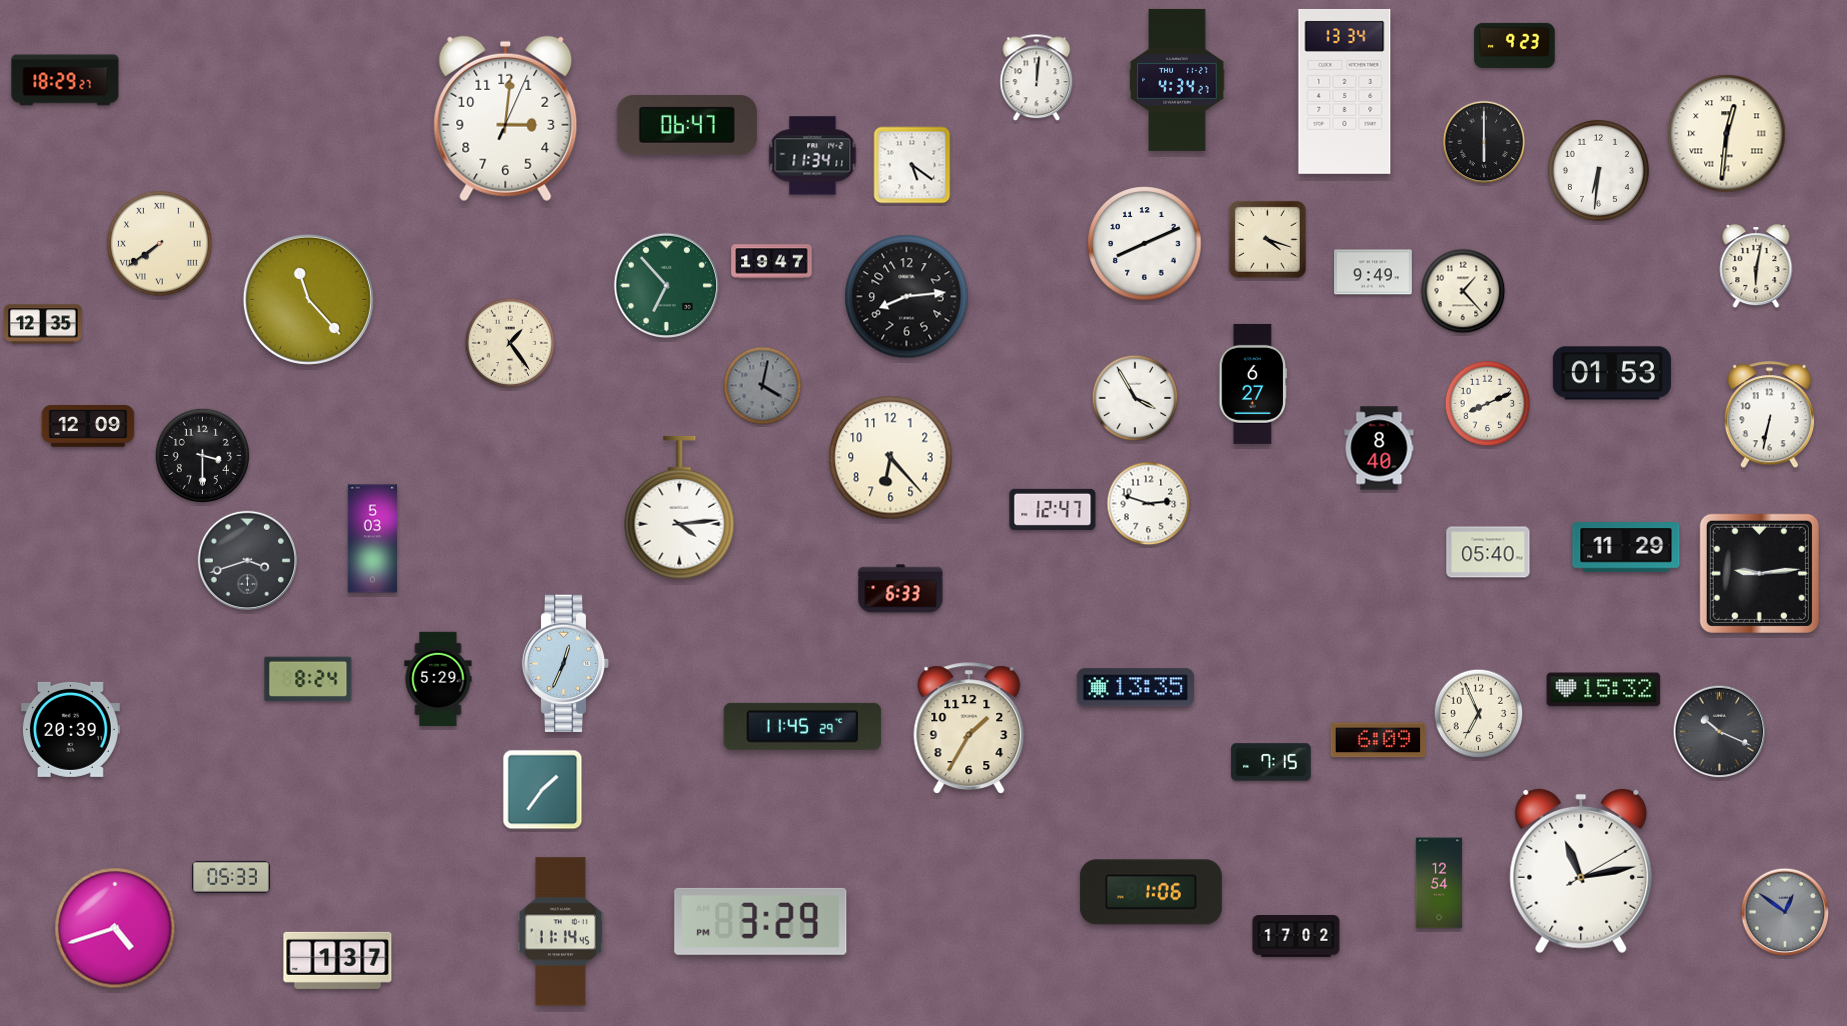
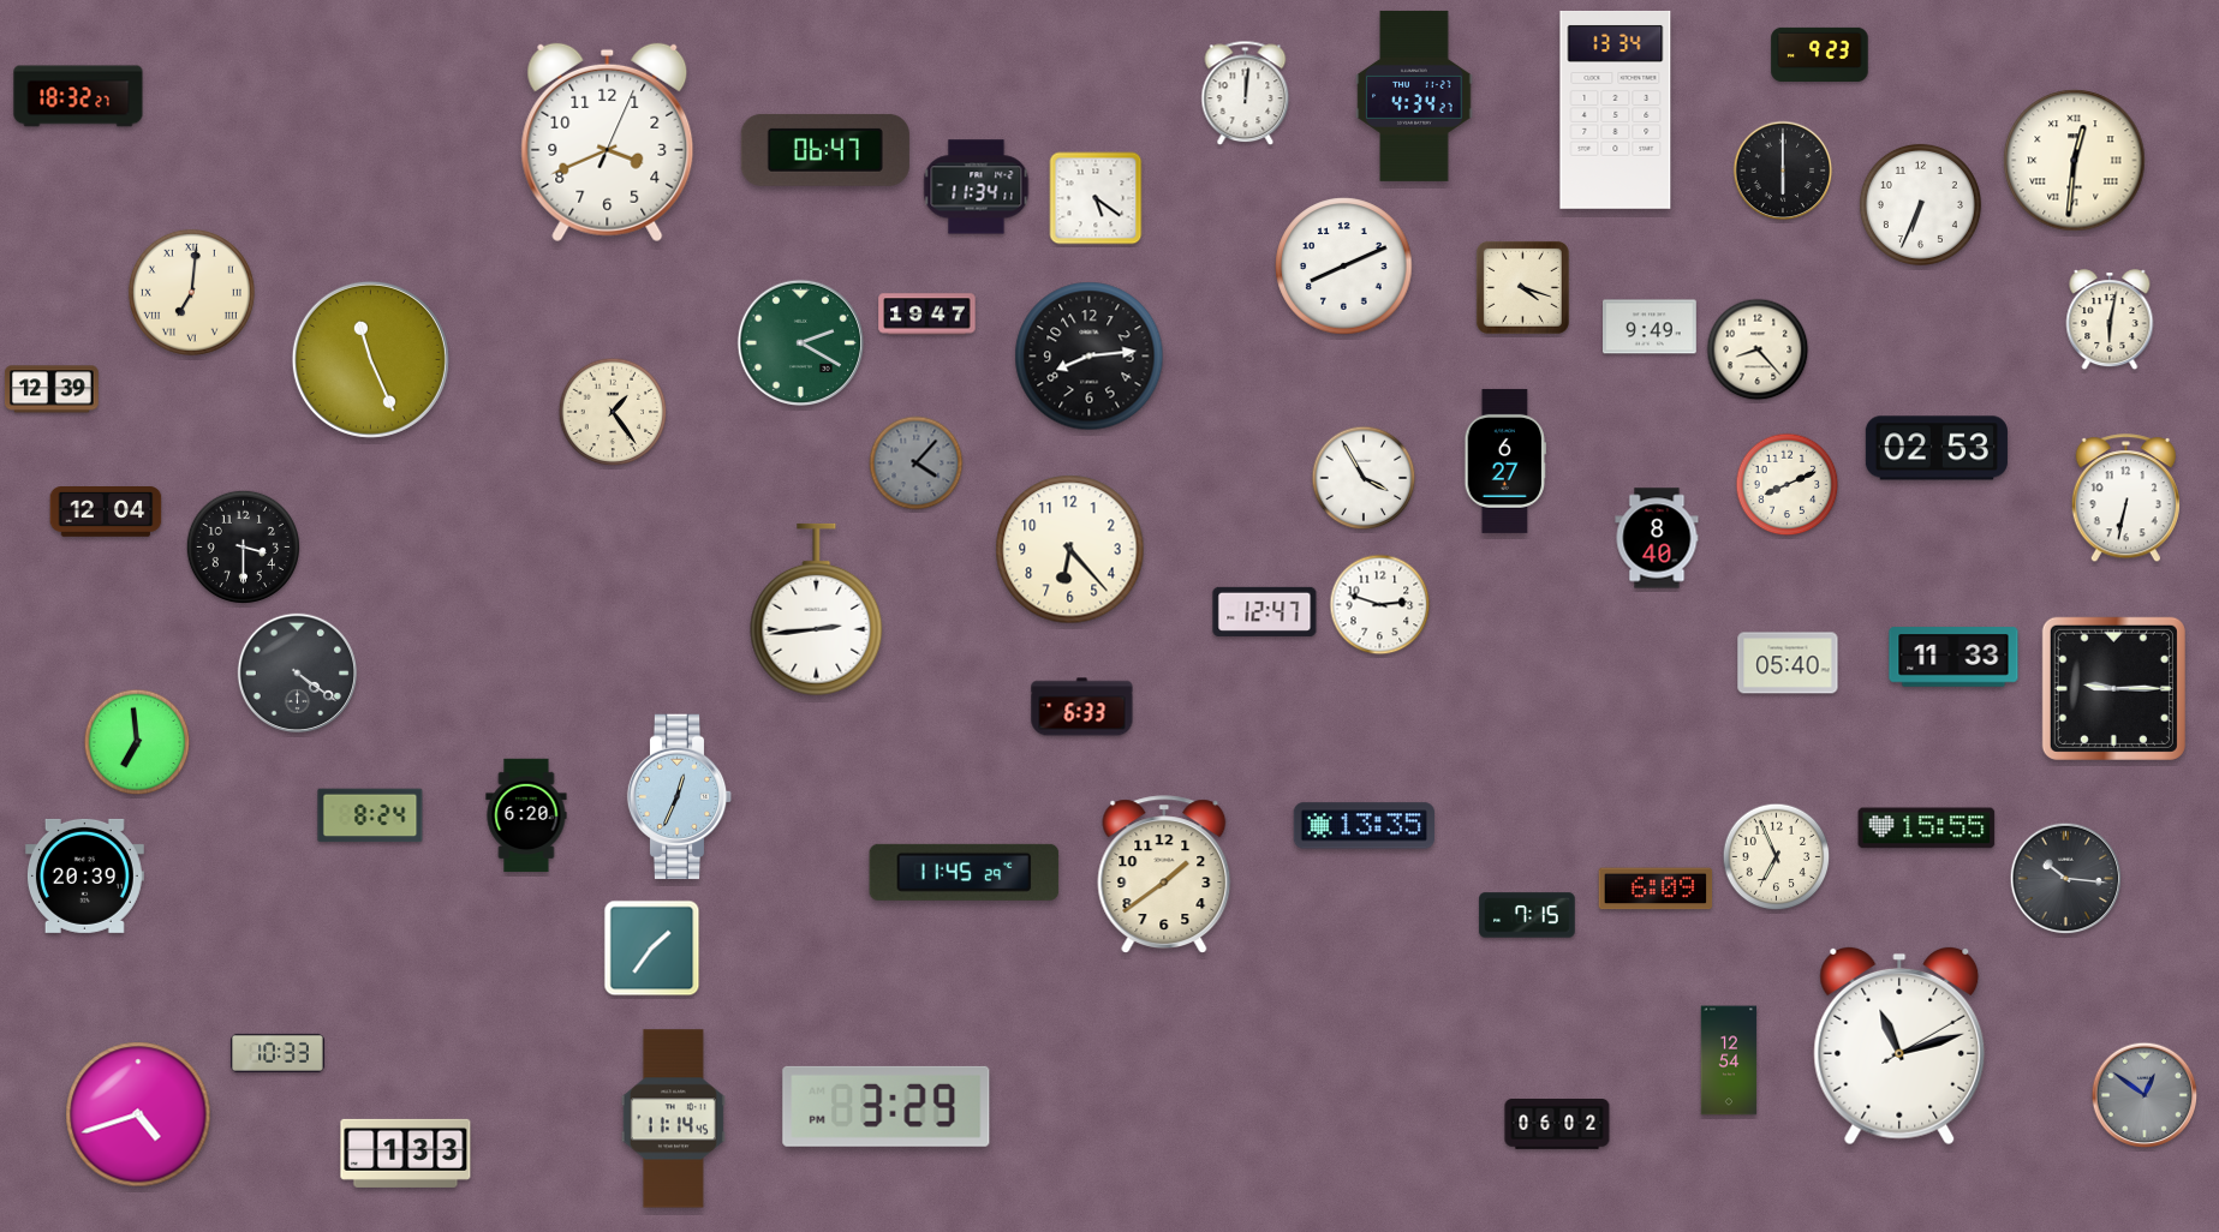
clock at (65, 80): 18:29 -> 18:32
clock at (506, 119): 3:01 -> 3:41
clock at (1598, 170): 6:31 -> 6:34
clock at (159, 243): 7:39 -> 7:01
clock at (1145, 244) position: (1145, 244) -> (1344, 267)
clock at (666, 285): 6:53 -> 2:20
clock at (1463, 291): 1:23 -> 8:23
clock at (308, 299): 11:23 -> 11:26
clock at (43, 324): 12:35 -> 12:39
clock at (1612, 373): 01:53 -> 02:53
clock at (763, 386): 4:02 -> 4:07
clock at (88, 427): 12:09 -> 12:04
clock at (680, 508): 4:14 -> 2:44
clock at (373, 539): 5:03 -> none
clock at (1626, 547): 11:29 -> 11:33
clock at (248, 561): 3:42 -> 4:21
clock at (1759, 573): 9:14 -> 9:15
clock at (137, 742): none -> 6:59
clock at (438, 679): 5:29 -> 6:20
clock at (1604, 690): 15:32 -> 15:55
clock at (969, 728): 1:35 -> 1:39
clock at (1720, 732): 10:19 -> 10:16
clock at (1581, 871): 11:13 -> 11:12
clock at (232, 877): 05:33 -> 10:33
clock at (1151, 892): 1:06 -> none
clock at (761, 921) position: (761, 921) -> (887, 1106)
clock at (1296, 937): 17:02 -> 06:02
clock at (338, 960): 1:37 -> 1:33
